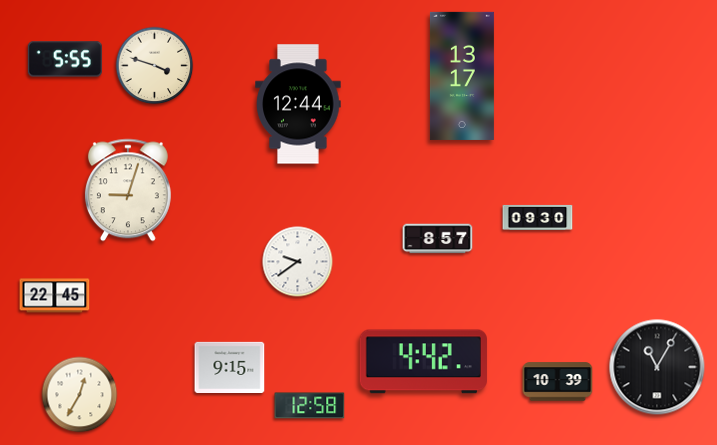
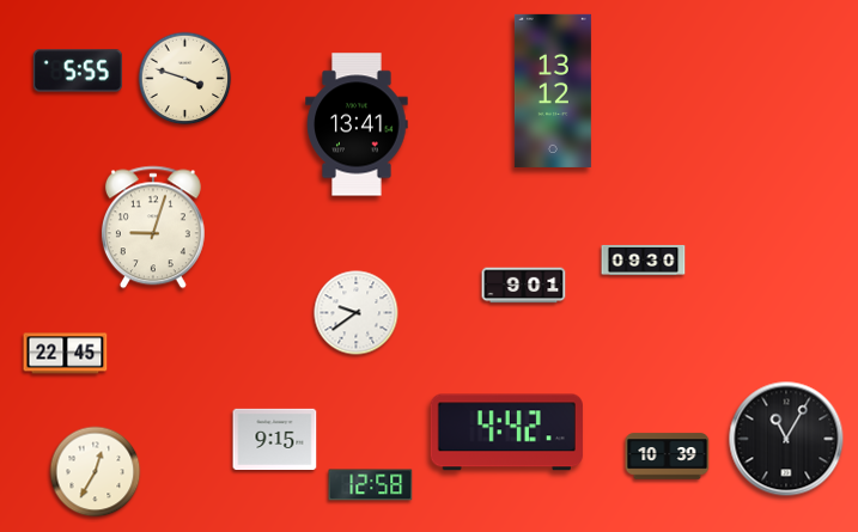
clock at (462, 76): 13:17 -> 13:12
clock at (298, 104): 12:44 -> 13:41
clock at (438, 239): 8:57 -> 9:01
